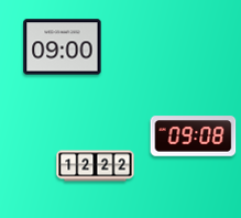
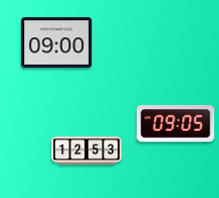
clock at (194, 137): 09:08 -> 09:05
clock at (96, 166): 12:22 -> 12:53
